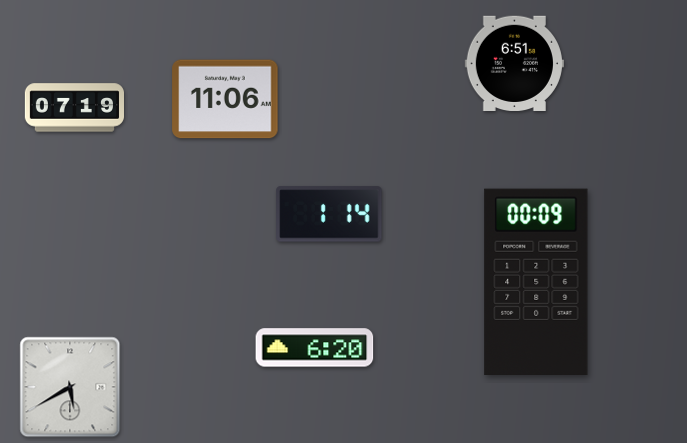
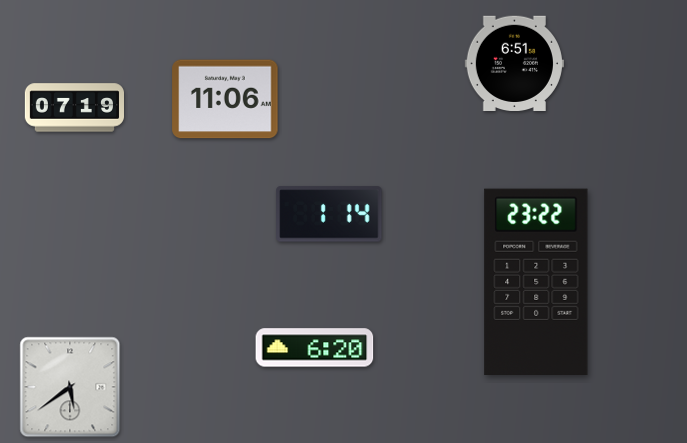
clock at (536, 281): 00:09 -> 23:22
clock at (70, 387): 5:40 -> 5:39
